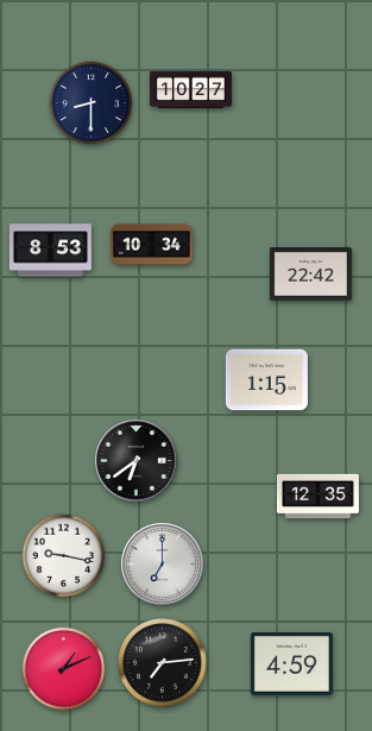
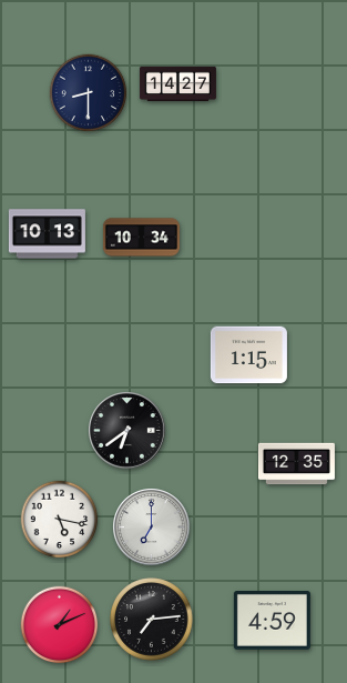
clock at (190, 90): 10:27 -> 14:27
clock at (92, 103) position: (92, 103) -> (89, 93)
clock at (151, 245) position: (151, 245) -> (141, 238)
clock at (50, 251): 8:53 -> 10:13
clock at (310, 275): 22:42 -> none
clock at (64, 556): 9:17 -> 5:17
